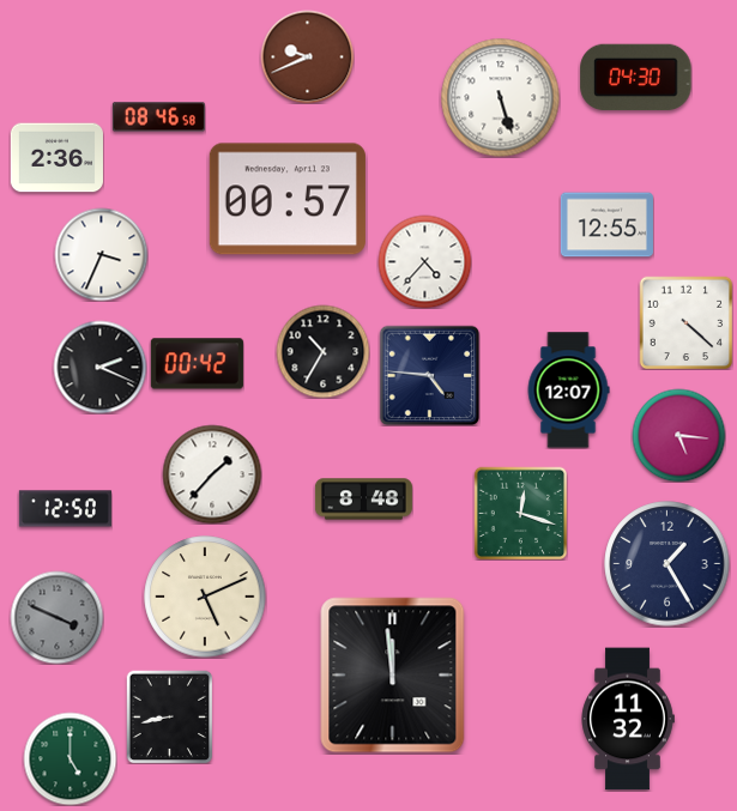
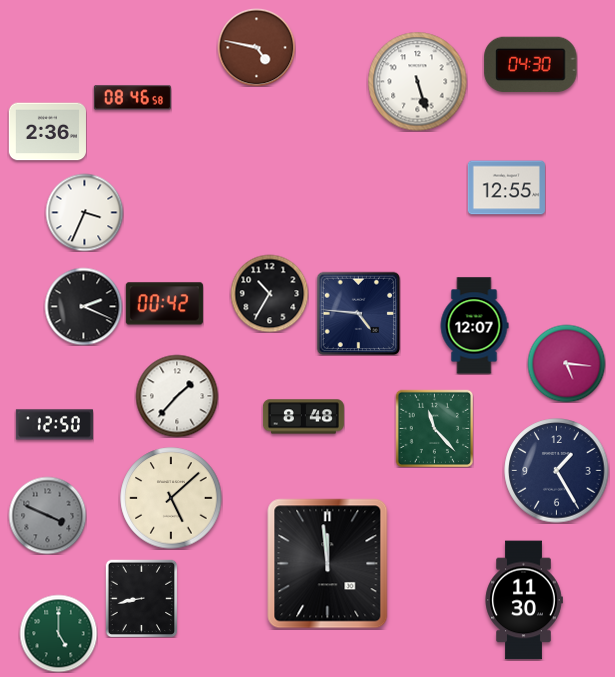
clock at (307, 56): 9:41 -> 4:47
clock at (288, 199): 00:57 -> none
clock at (424, 261): 4:37 -> none
clock at (685, 322): 4:22 -> none
clock at (520, 513): 12:18 -> 11:23
clock at (205, 597): 5:11 -> 5:08
clock at (628, 719): 11:32 -> 11:30
